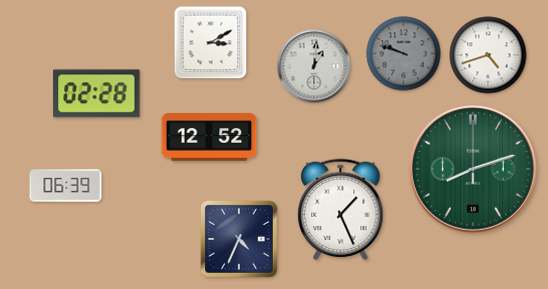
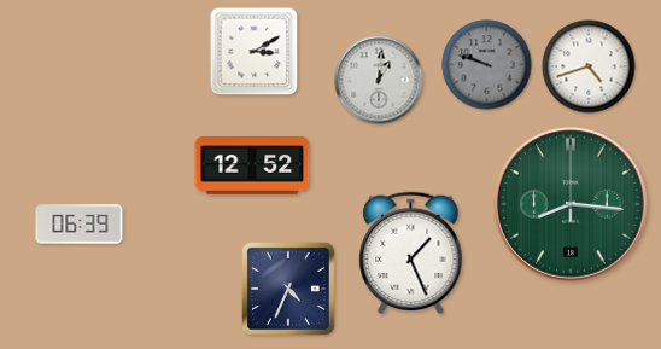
clock at (97, 94): 02:28 -> none
clock at (473, 169): 8:12 -> 8:16
